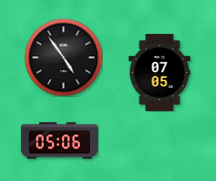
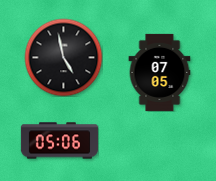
clock at (63, 57): 4:54 -> 4:58
